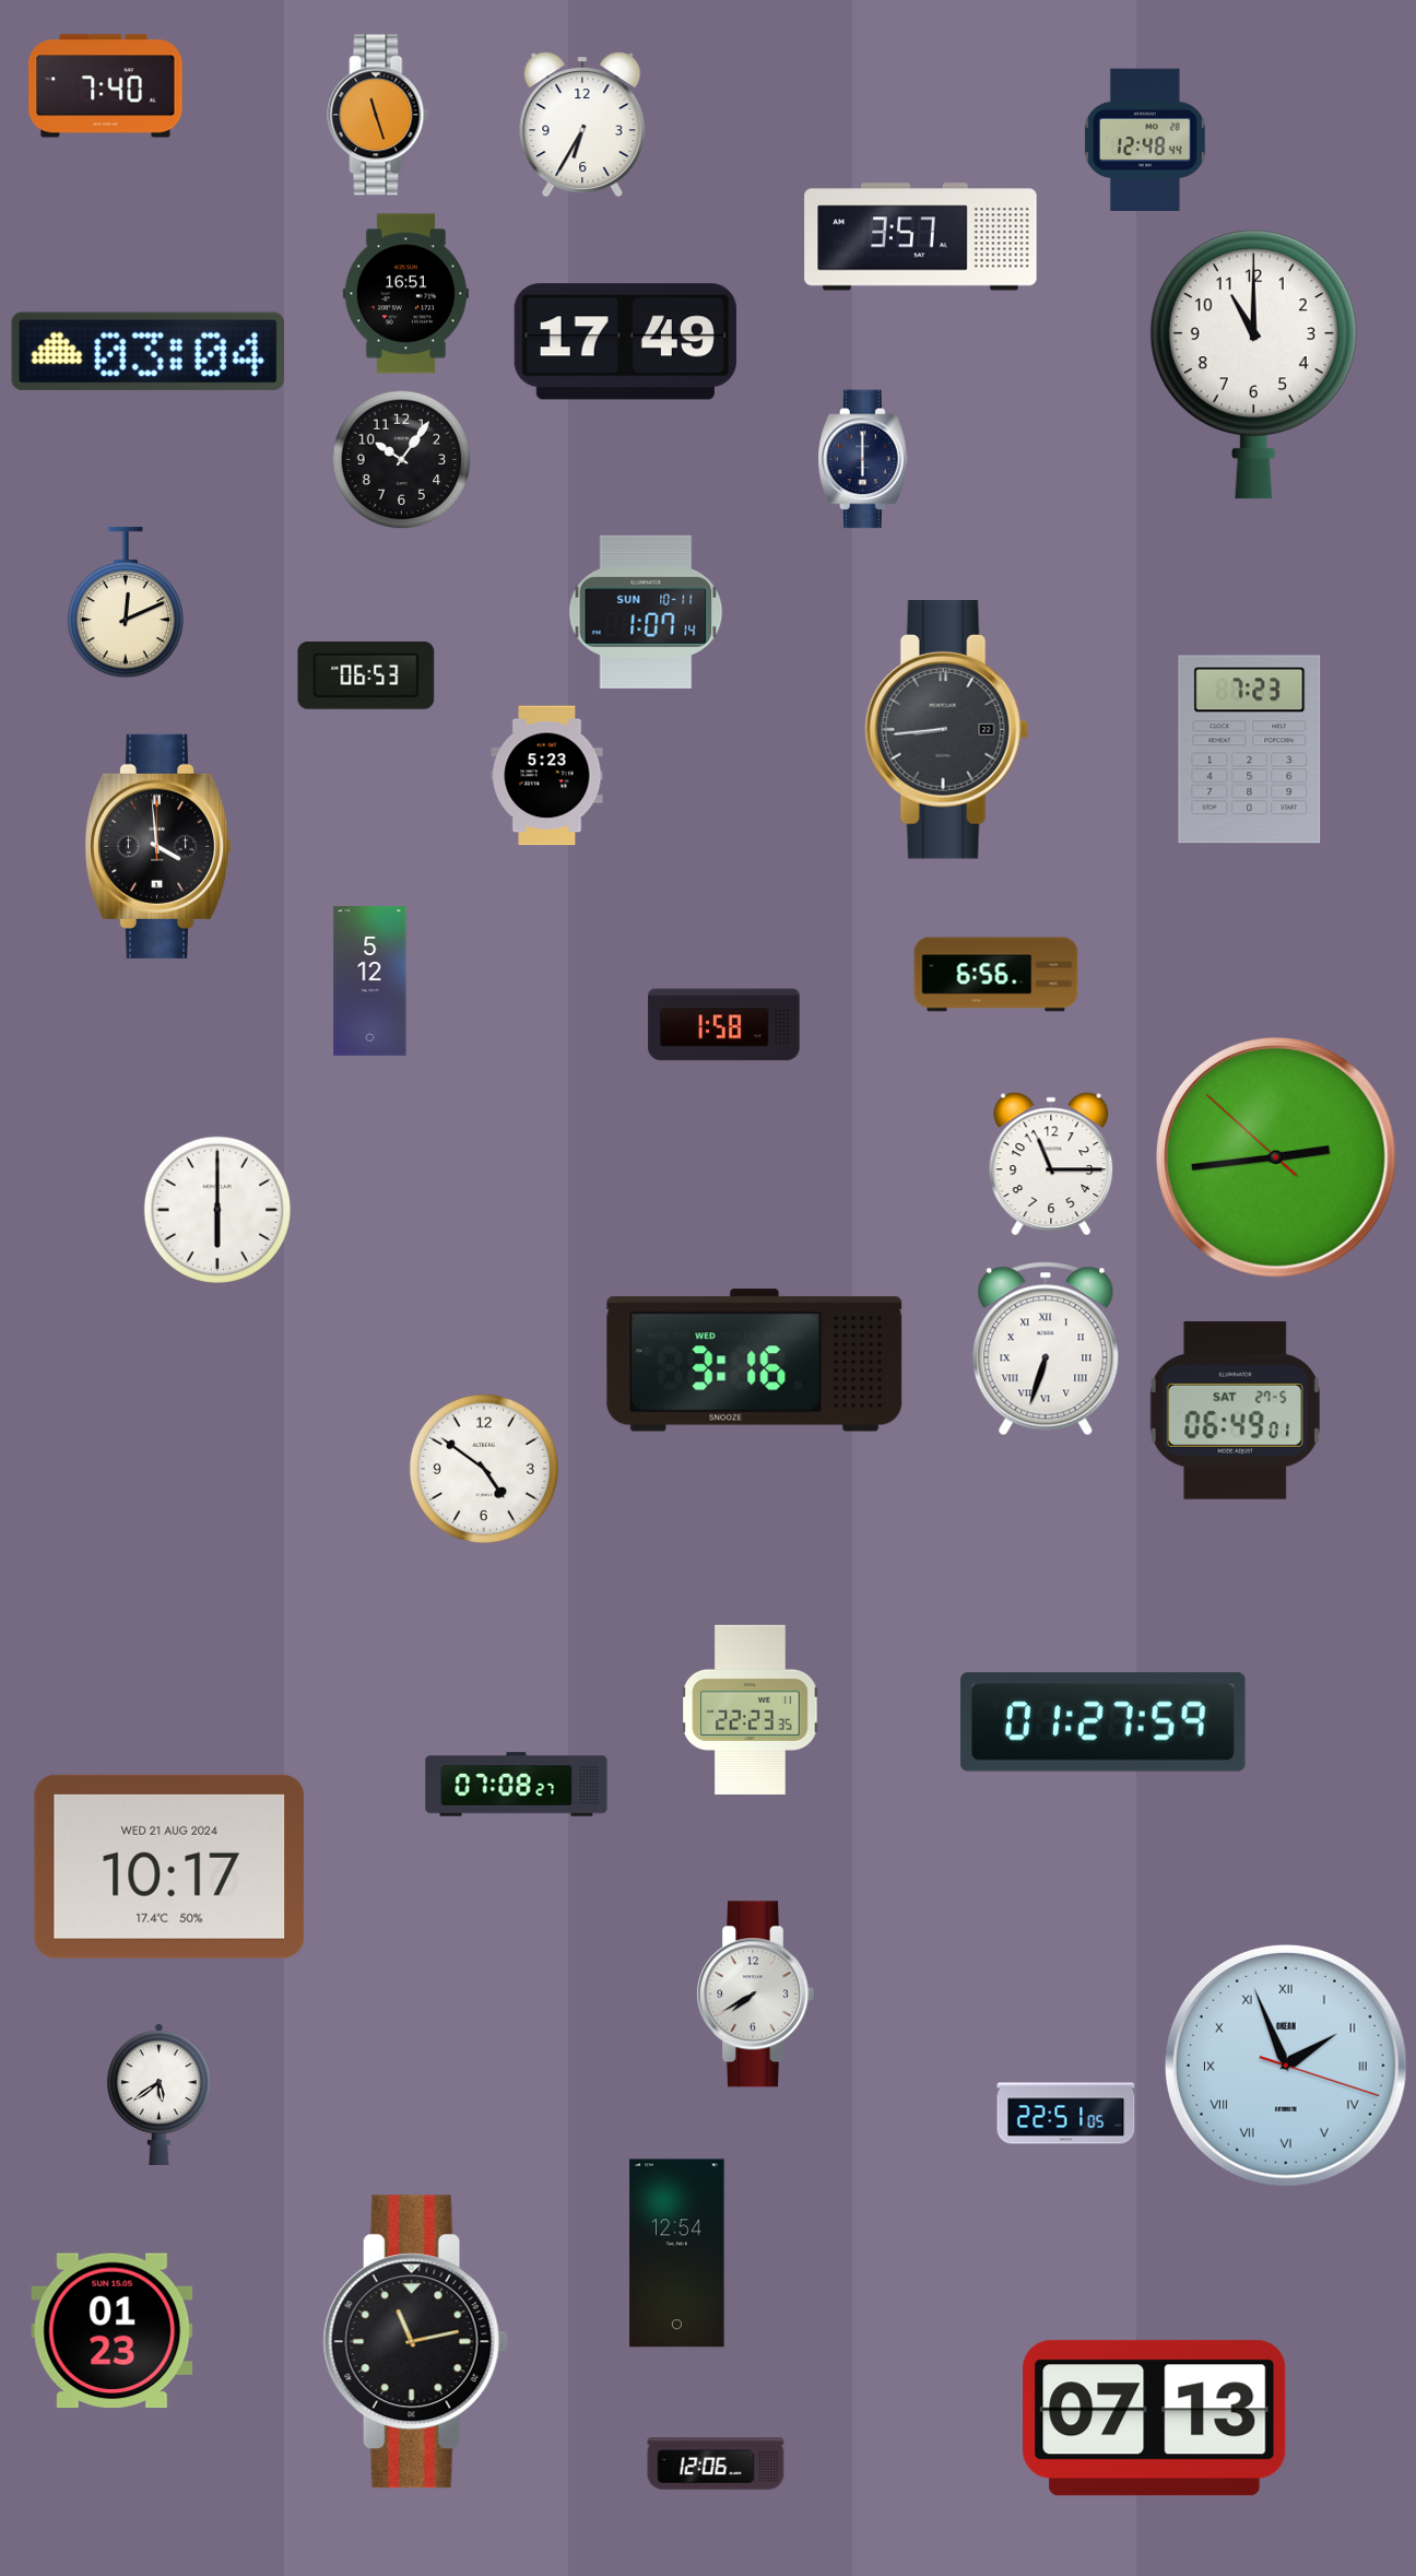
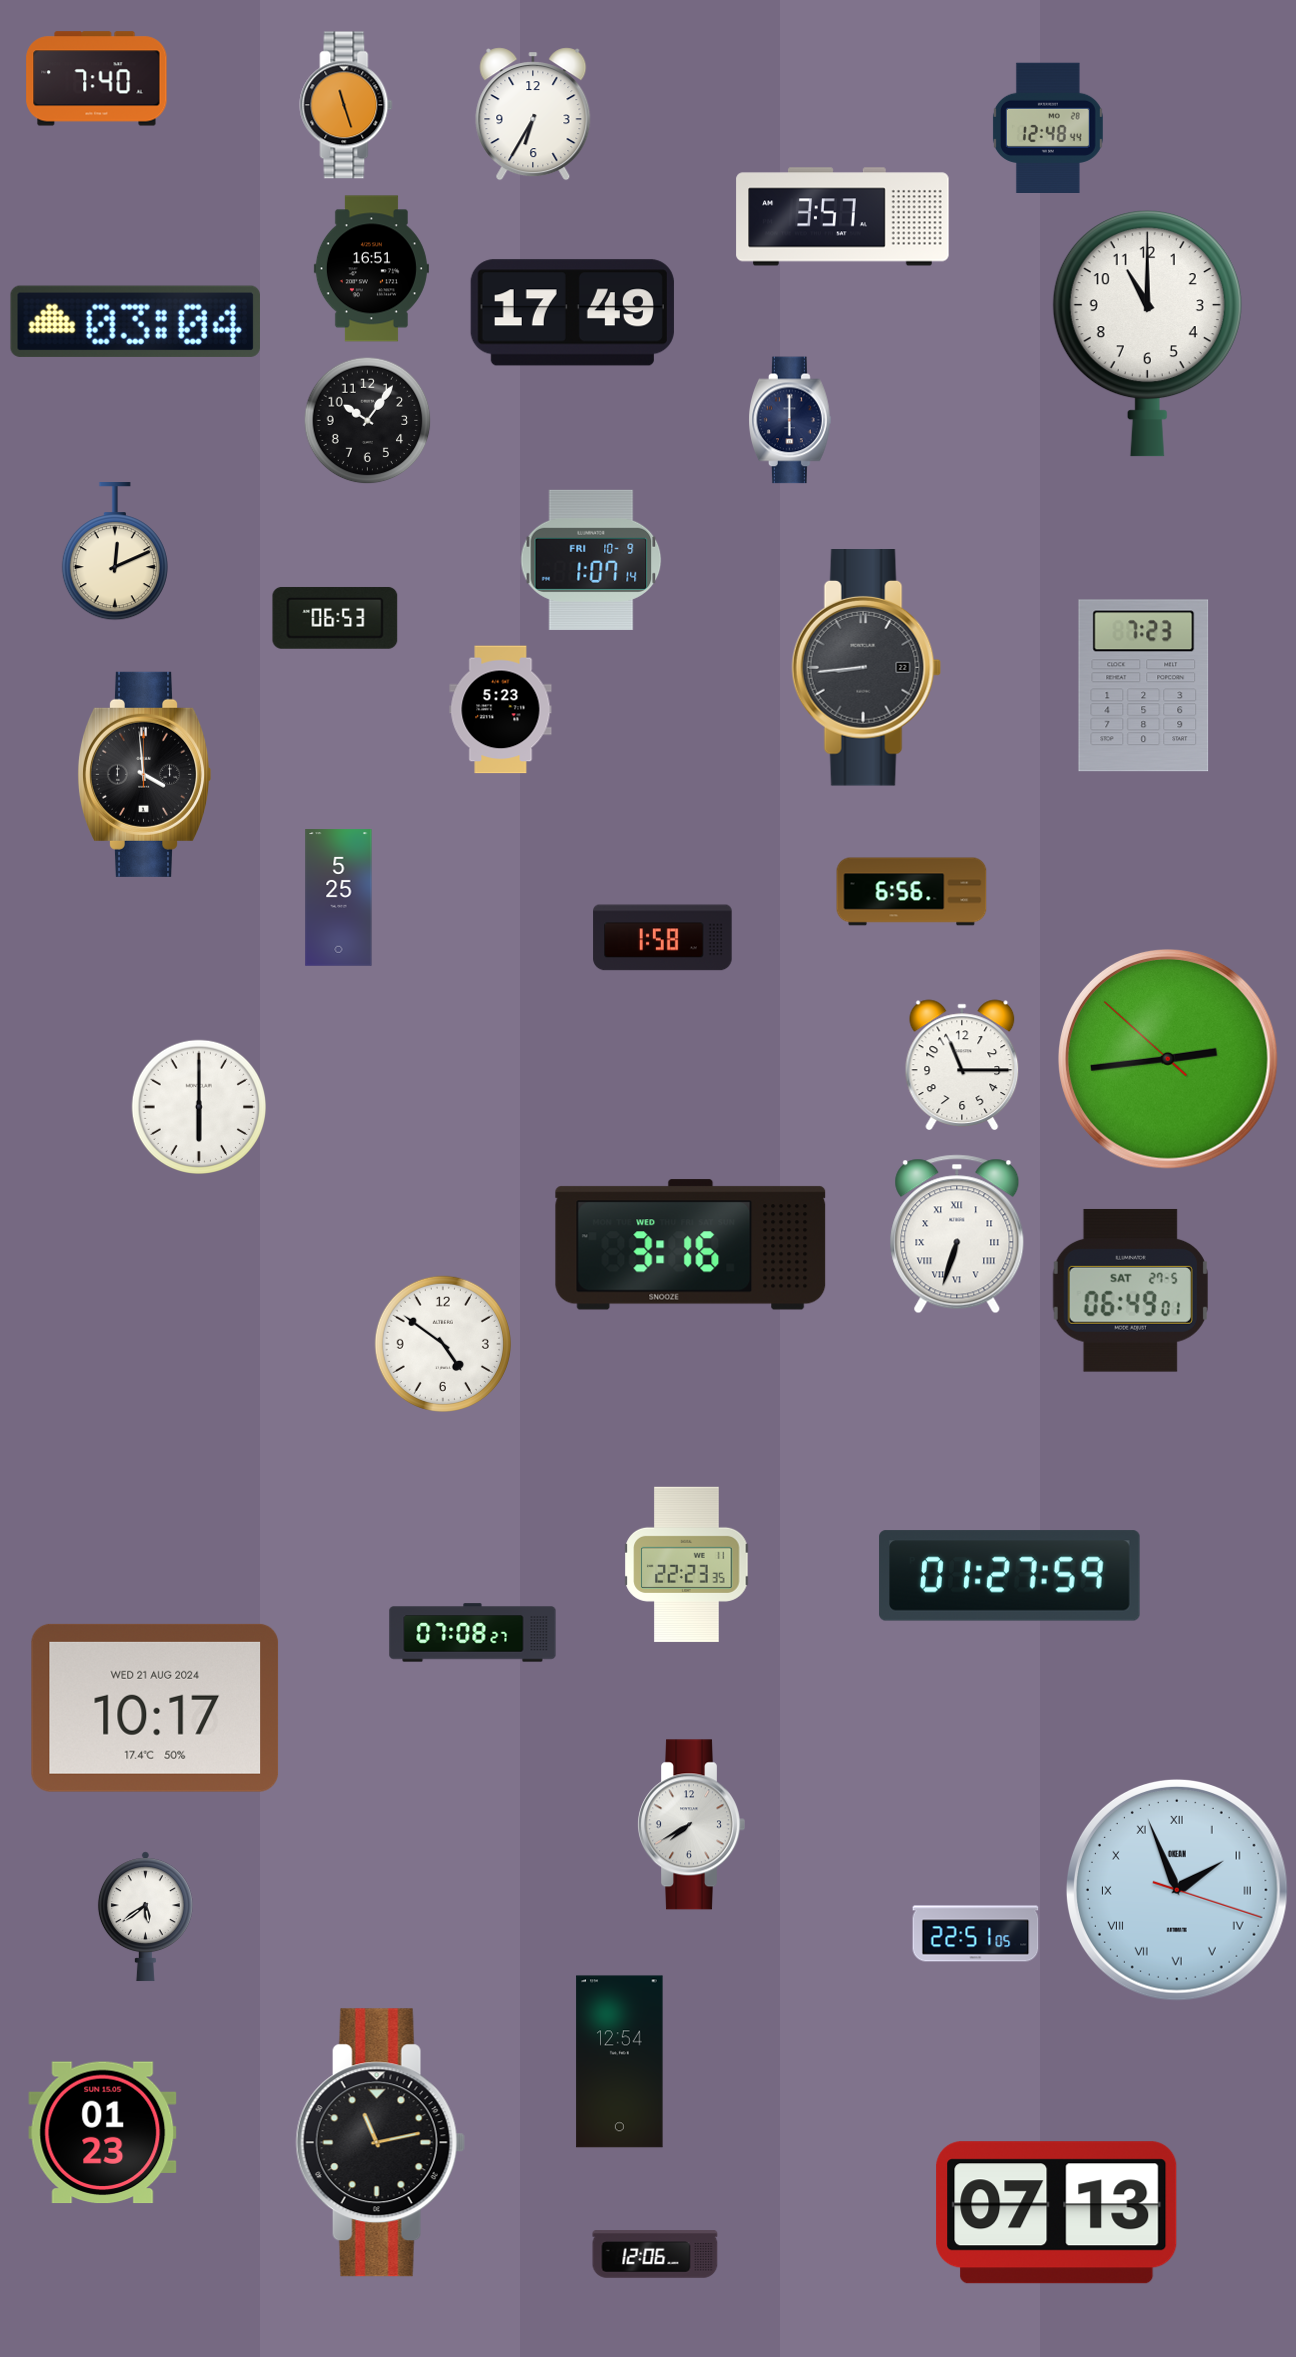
clock at (646, 612) date: SUN 10-11 -> FRI 10-9
clock at (370, 981): 5:12 -> 5:25
